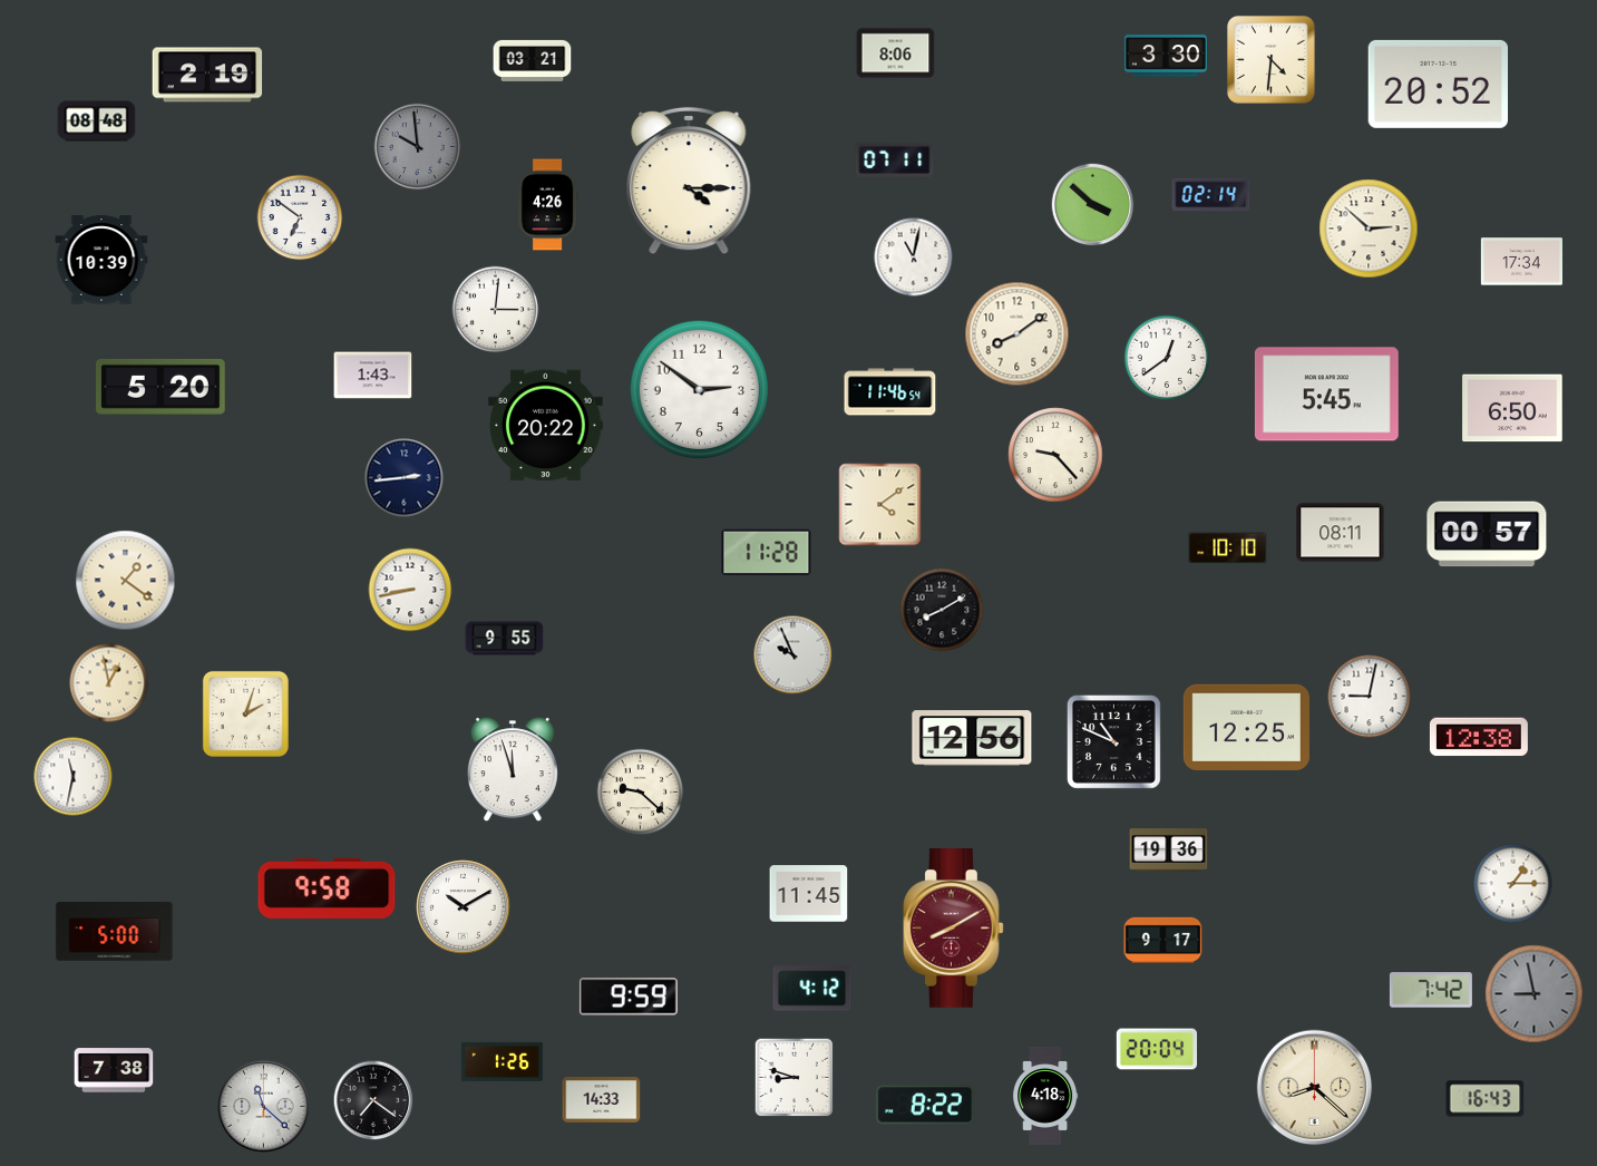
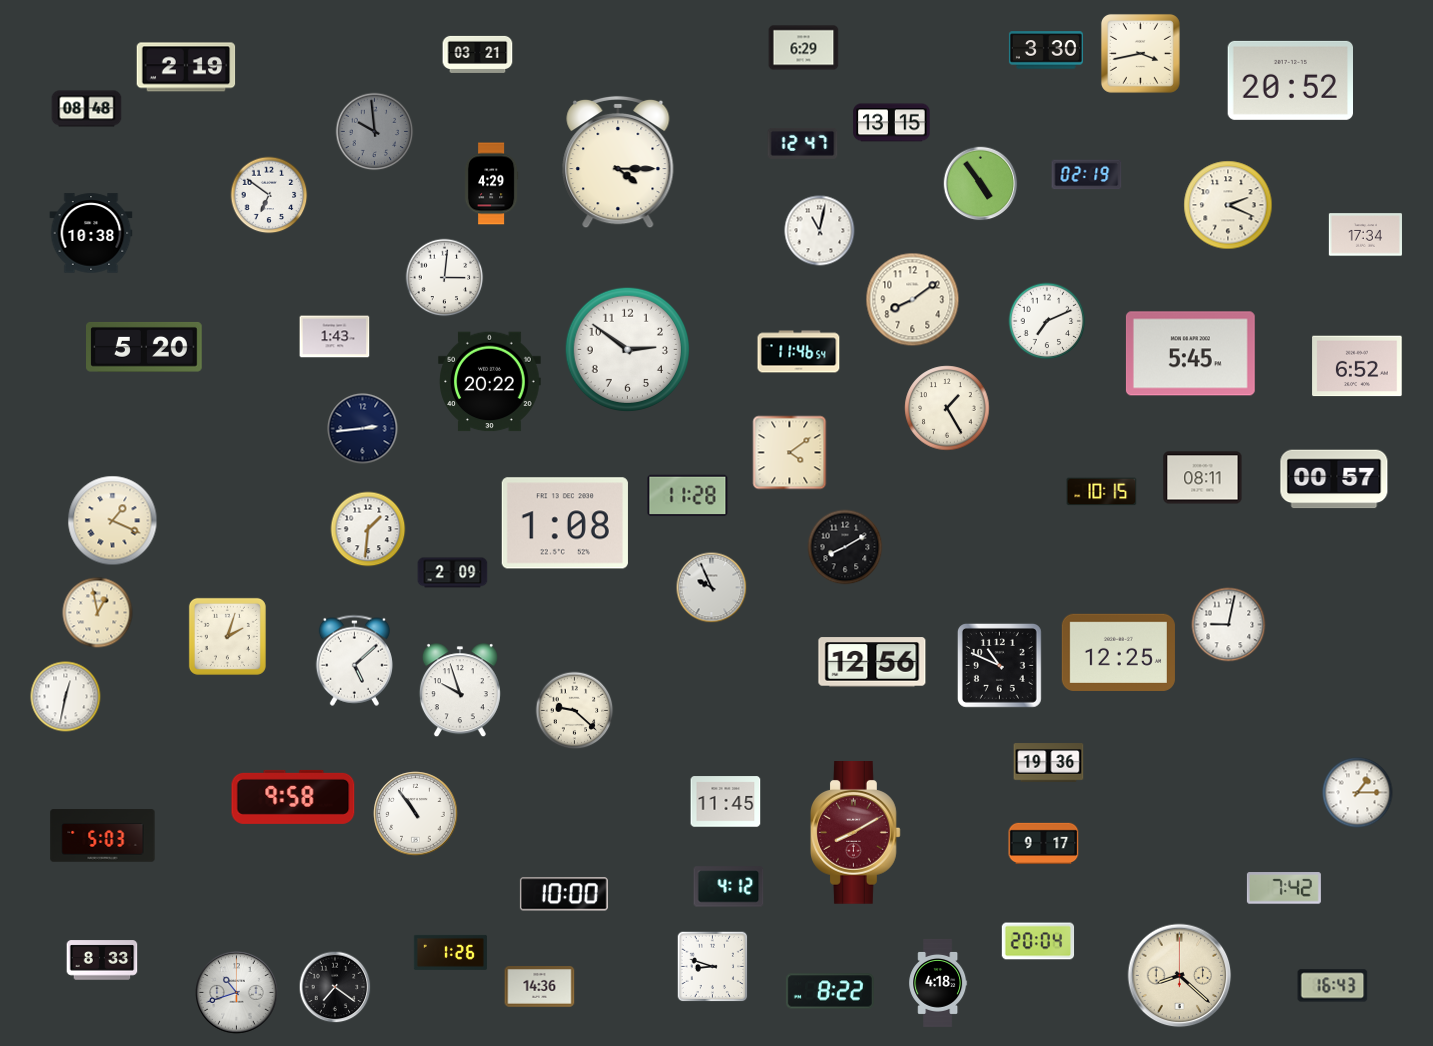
clock at (896, 54): 8:06 -> 6:29
clock at (1270, 59): 4:31 -> 3:43
clock at (1438, 84) position: (1438, 84) -> (1290, 80)
clock at (892, 123): none -> 13:15
clock at (895, 159): 07:11 -> 12:47
clock at (1211, 195): 02:14 -> 02:19
clock at (547, 205): 4:26 -> 4:29
clock at (1093, 205): 3:52 -> 4:54
clock at (1369, 229): 2:52 -> 2:19
clock at (101, 260): 10:39 -> 10:38
clock at (1167, 358): 12:39 -> 7:11
clock at (1512, 408): 6:50 -> 6:52
clock at (1055, 455): 9:23 -> 1:25
clock at (1228, 548): 10:10 -> 10:15
clock at (126, 581): 1:21 -> 1:19
clock at (565, 523): none -> 1:08
clock at (410, 590): 8:43 -> 1:31
clock at (505, 639): 9:55 -> 2:09
clock at (245, 713) position: (245, 713) -> (227, 636)
clock at (354, 660): none -> 5:08
clock at (1479, 737): 12:38 -> none
clock at (513, 770): 11:57 -> 9:57
clock at (74, 777): 11:32 -> 12:32
clock at (464, 907): 10:10 -> 10:54
clock at (115, 932): 5:00 -> 5:03
clock at (1535, 994): 8:58 -> none
clock at (629, 997): 9:59 -> 10:00
clock at (114, 1070): 7:38 -> 8:33
clock at (602, 1100): 14:33 -> 14:36
clock at (264, 1107): 11:22 -> 10:42
